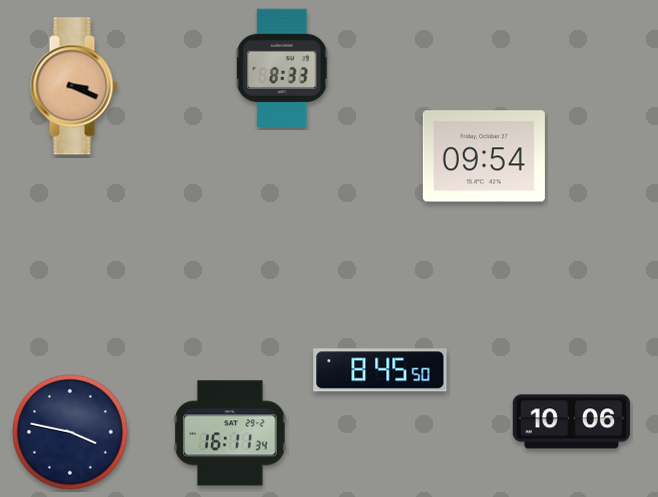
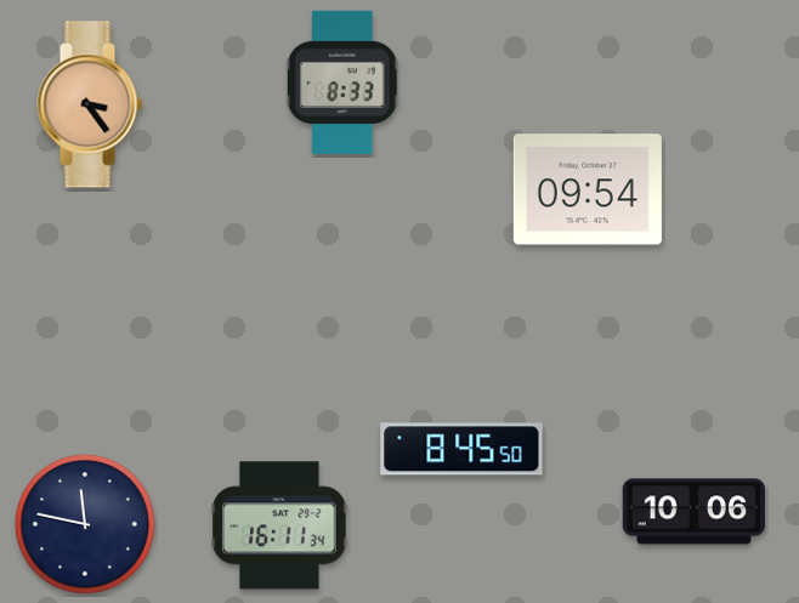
clock at (74, 86): 3:19 -> 3:24
clock at (70, 432): 3:47 -> 11:47
